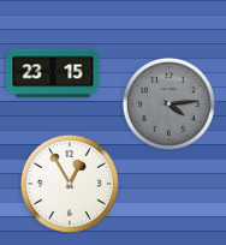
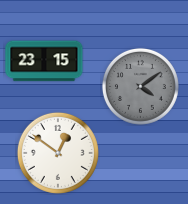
clock at (168, 103): 4:14 -> 4:09
clock at (70, 184): 12:55 -> 12:51
